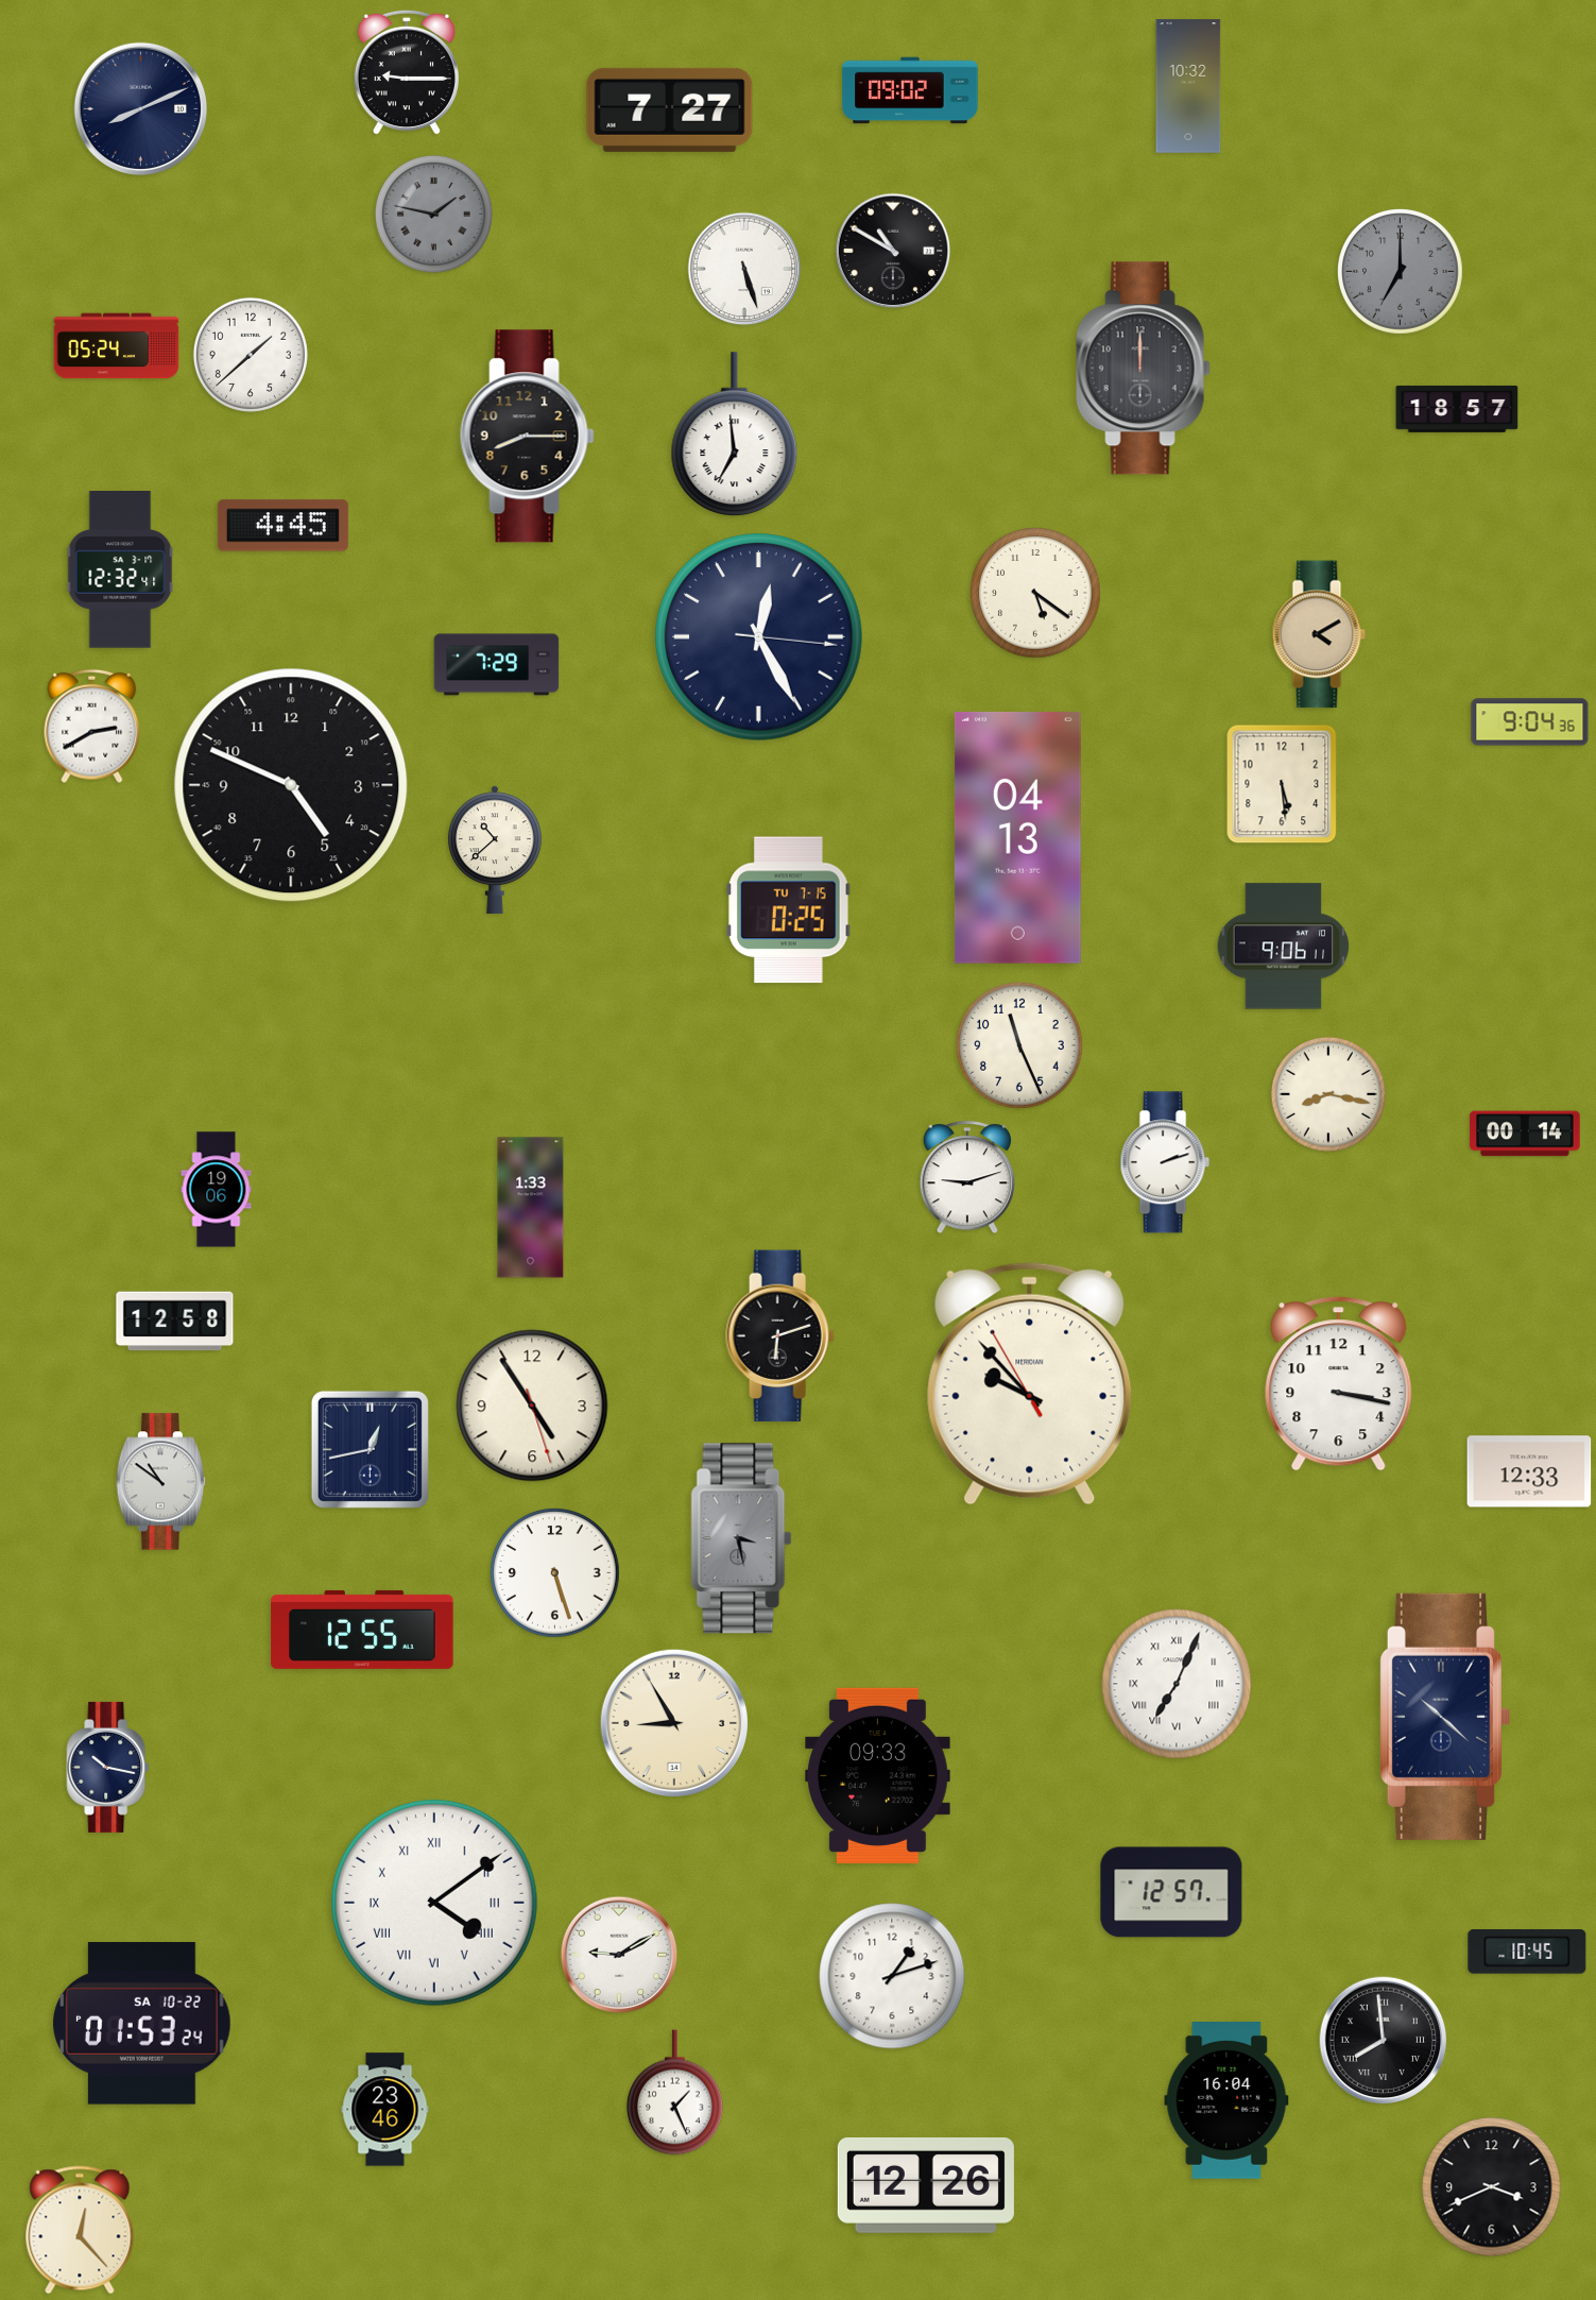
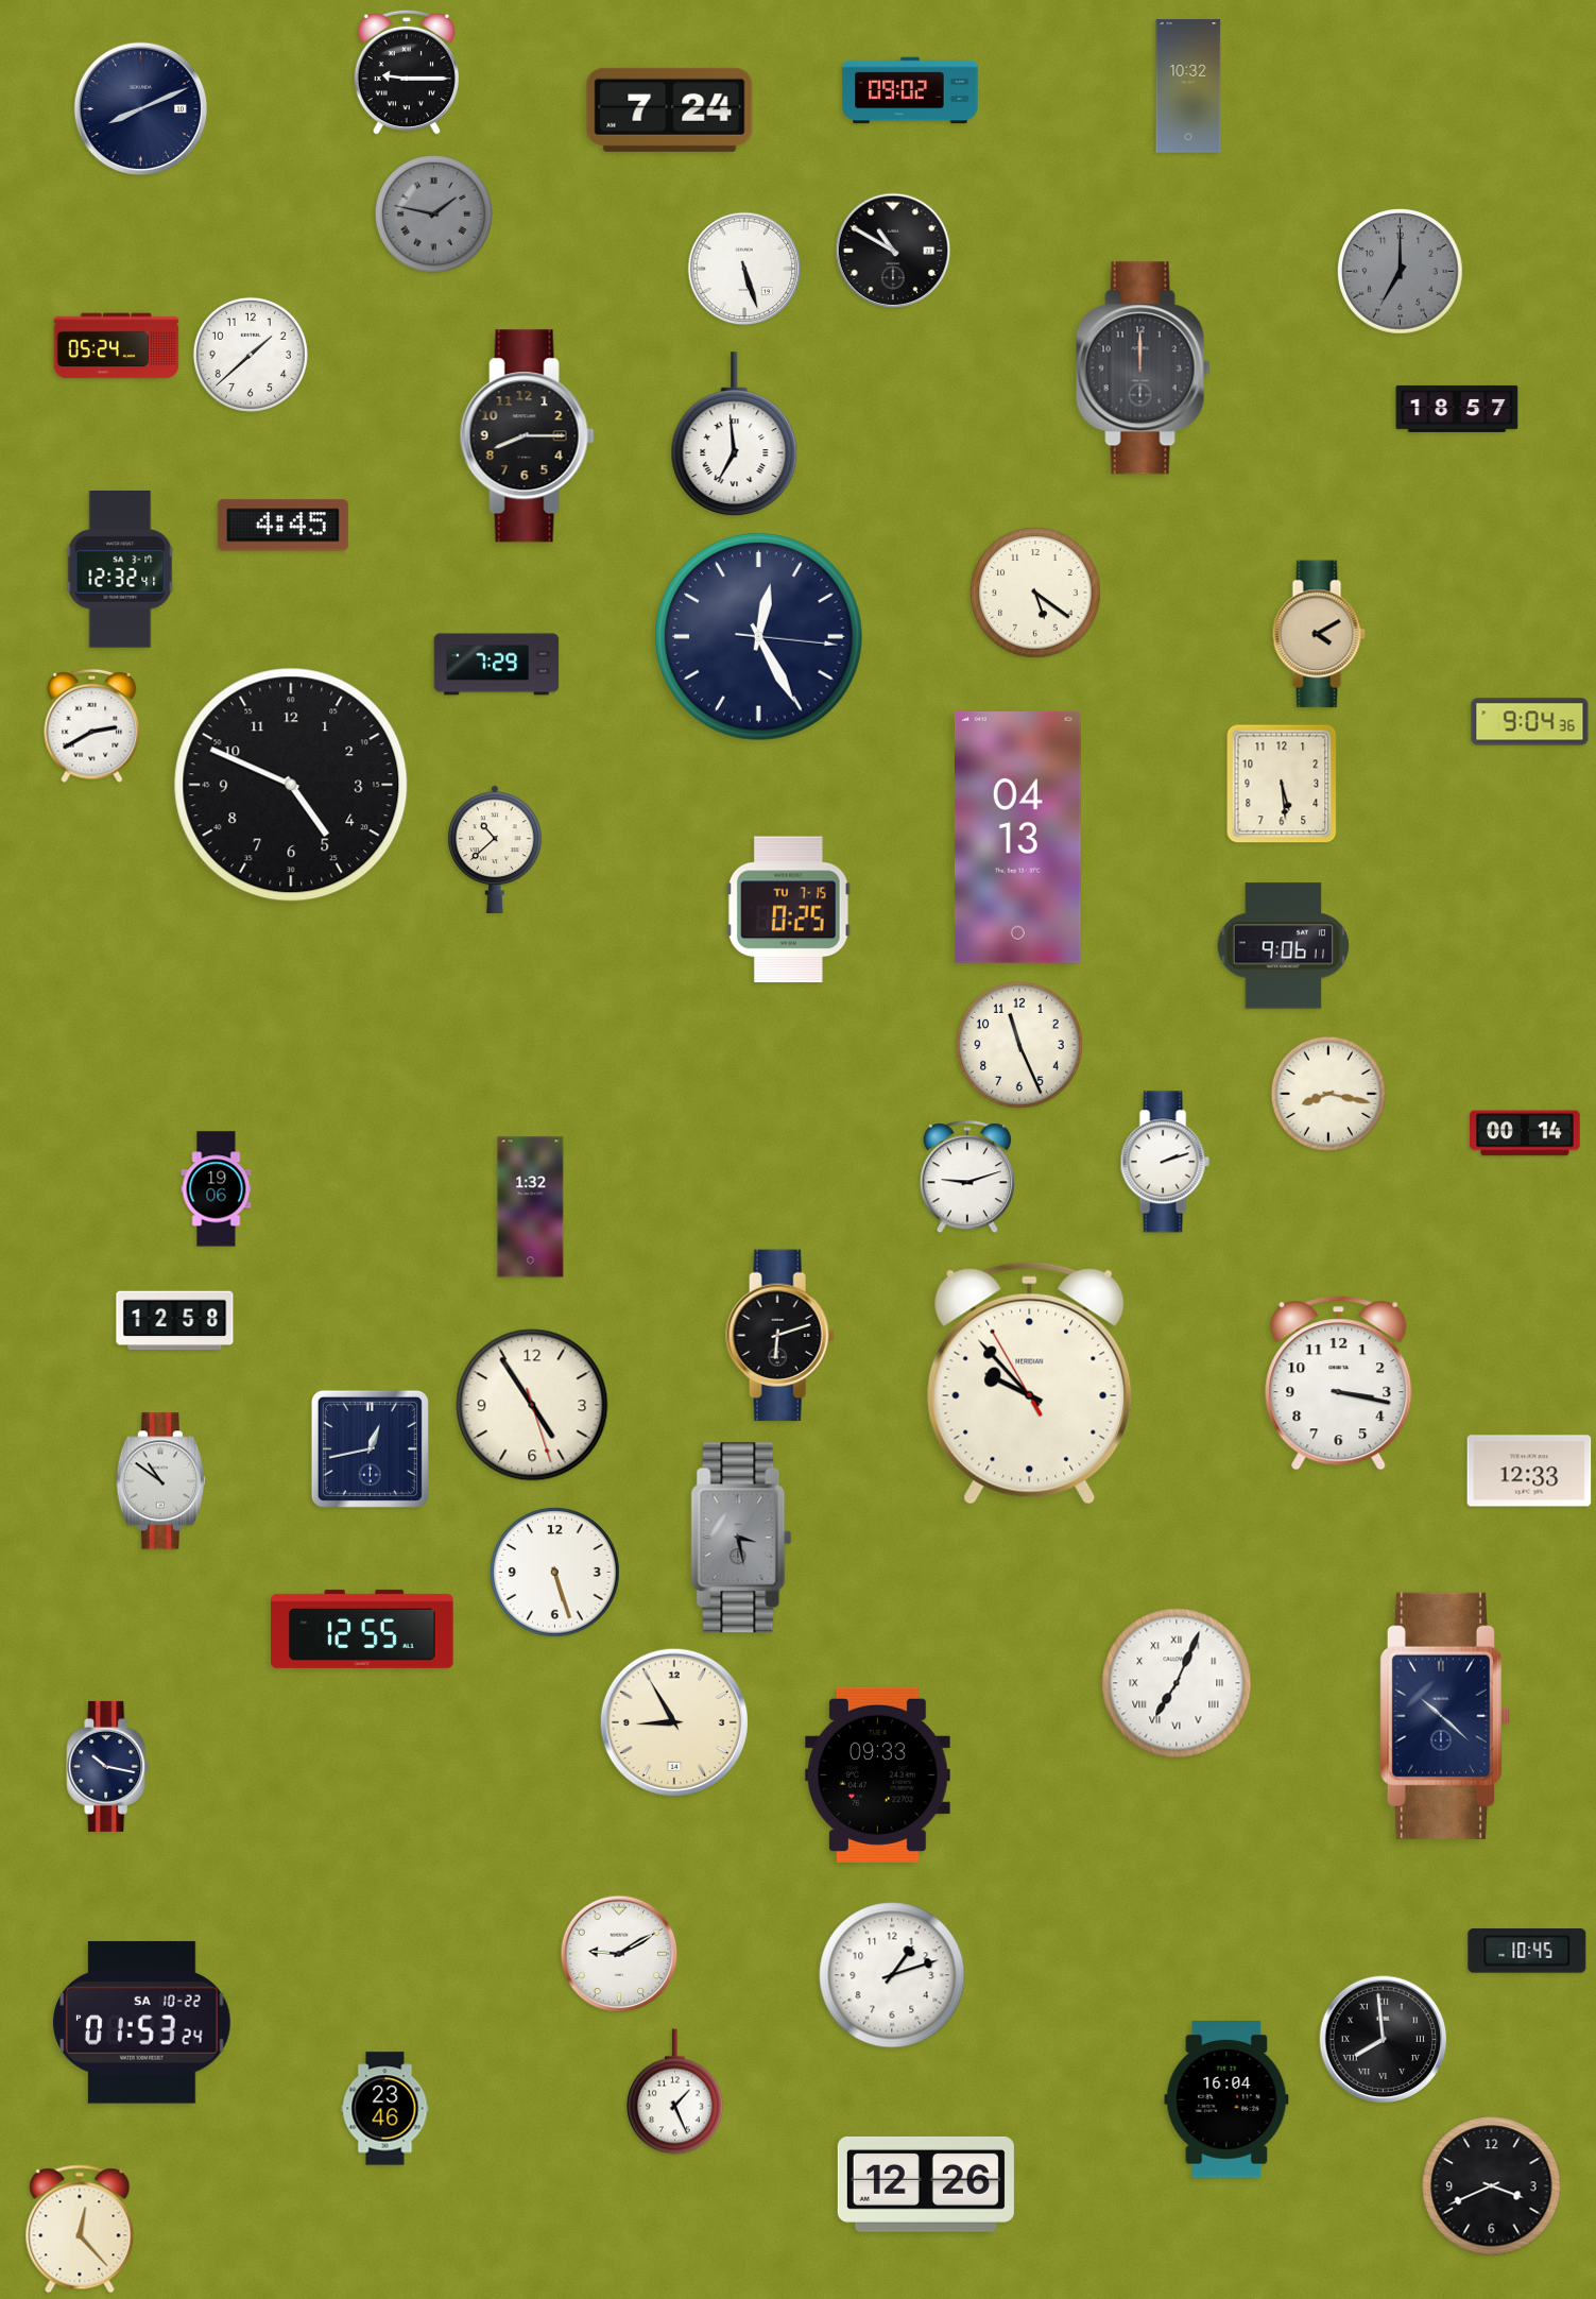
clock at (670, 109): 7:27 -> 7:24
clock at (531, 1208): 1:33 -> 1:32
clock at (1171, 1892): 12:57 -> none
clock at (434, 1903): 4:09 -> none
